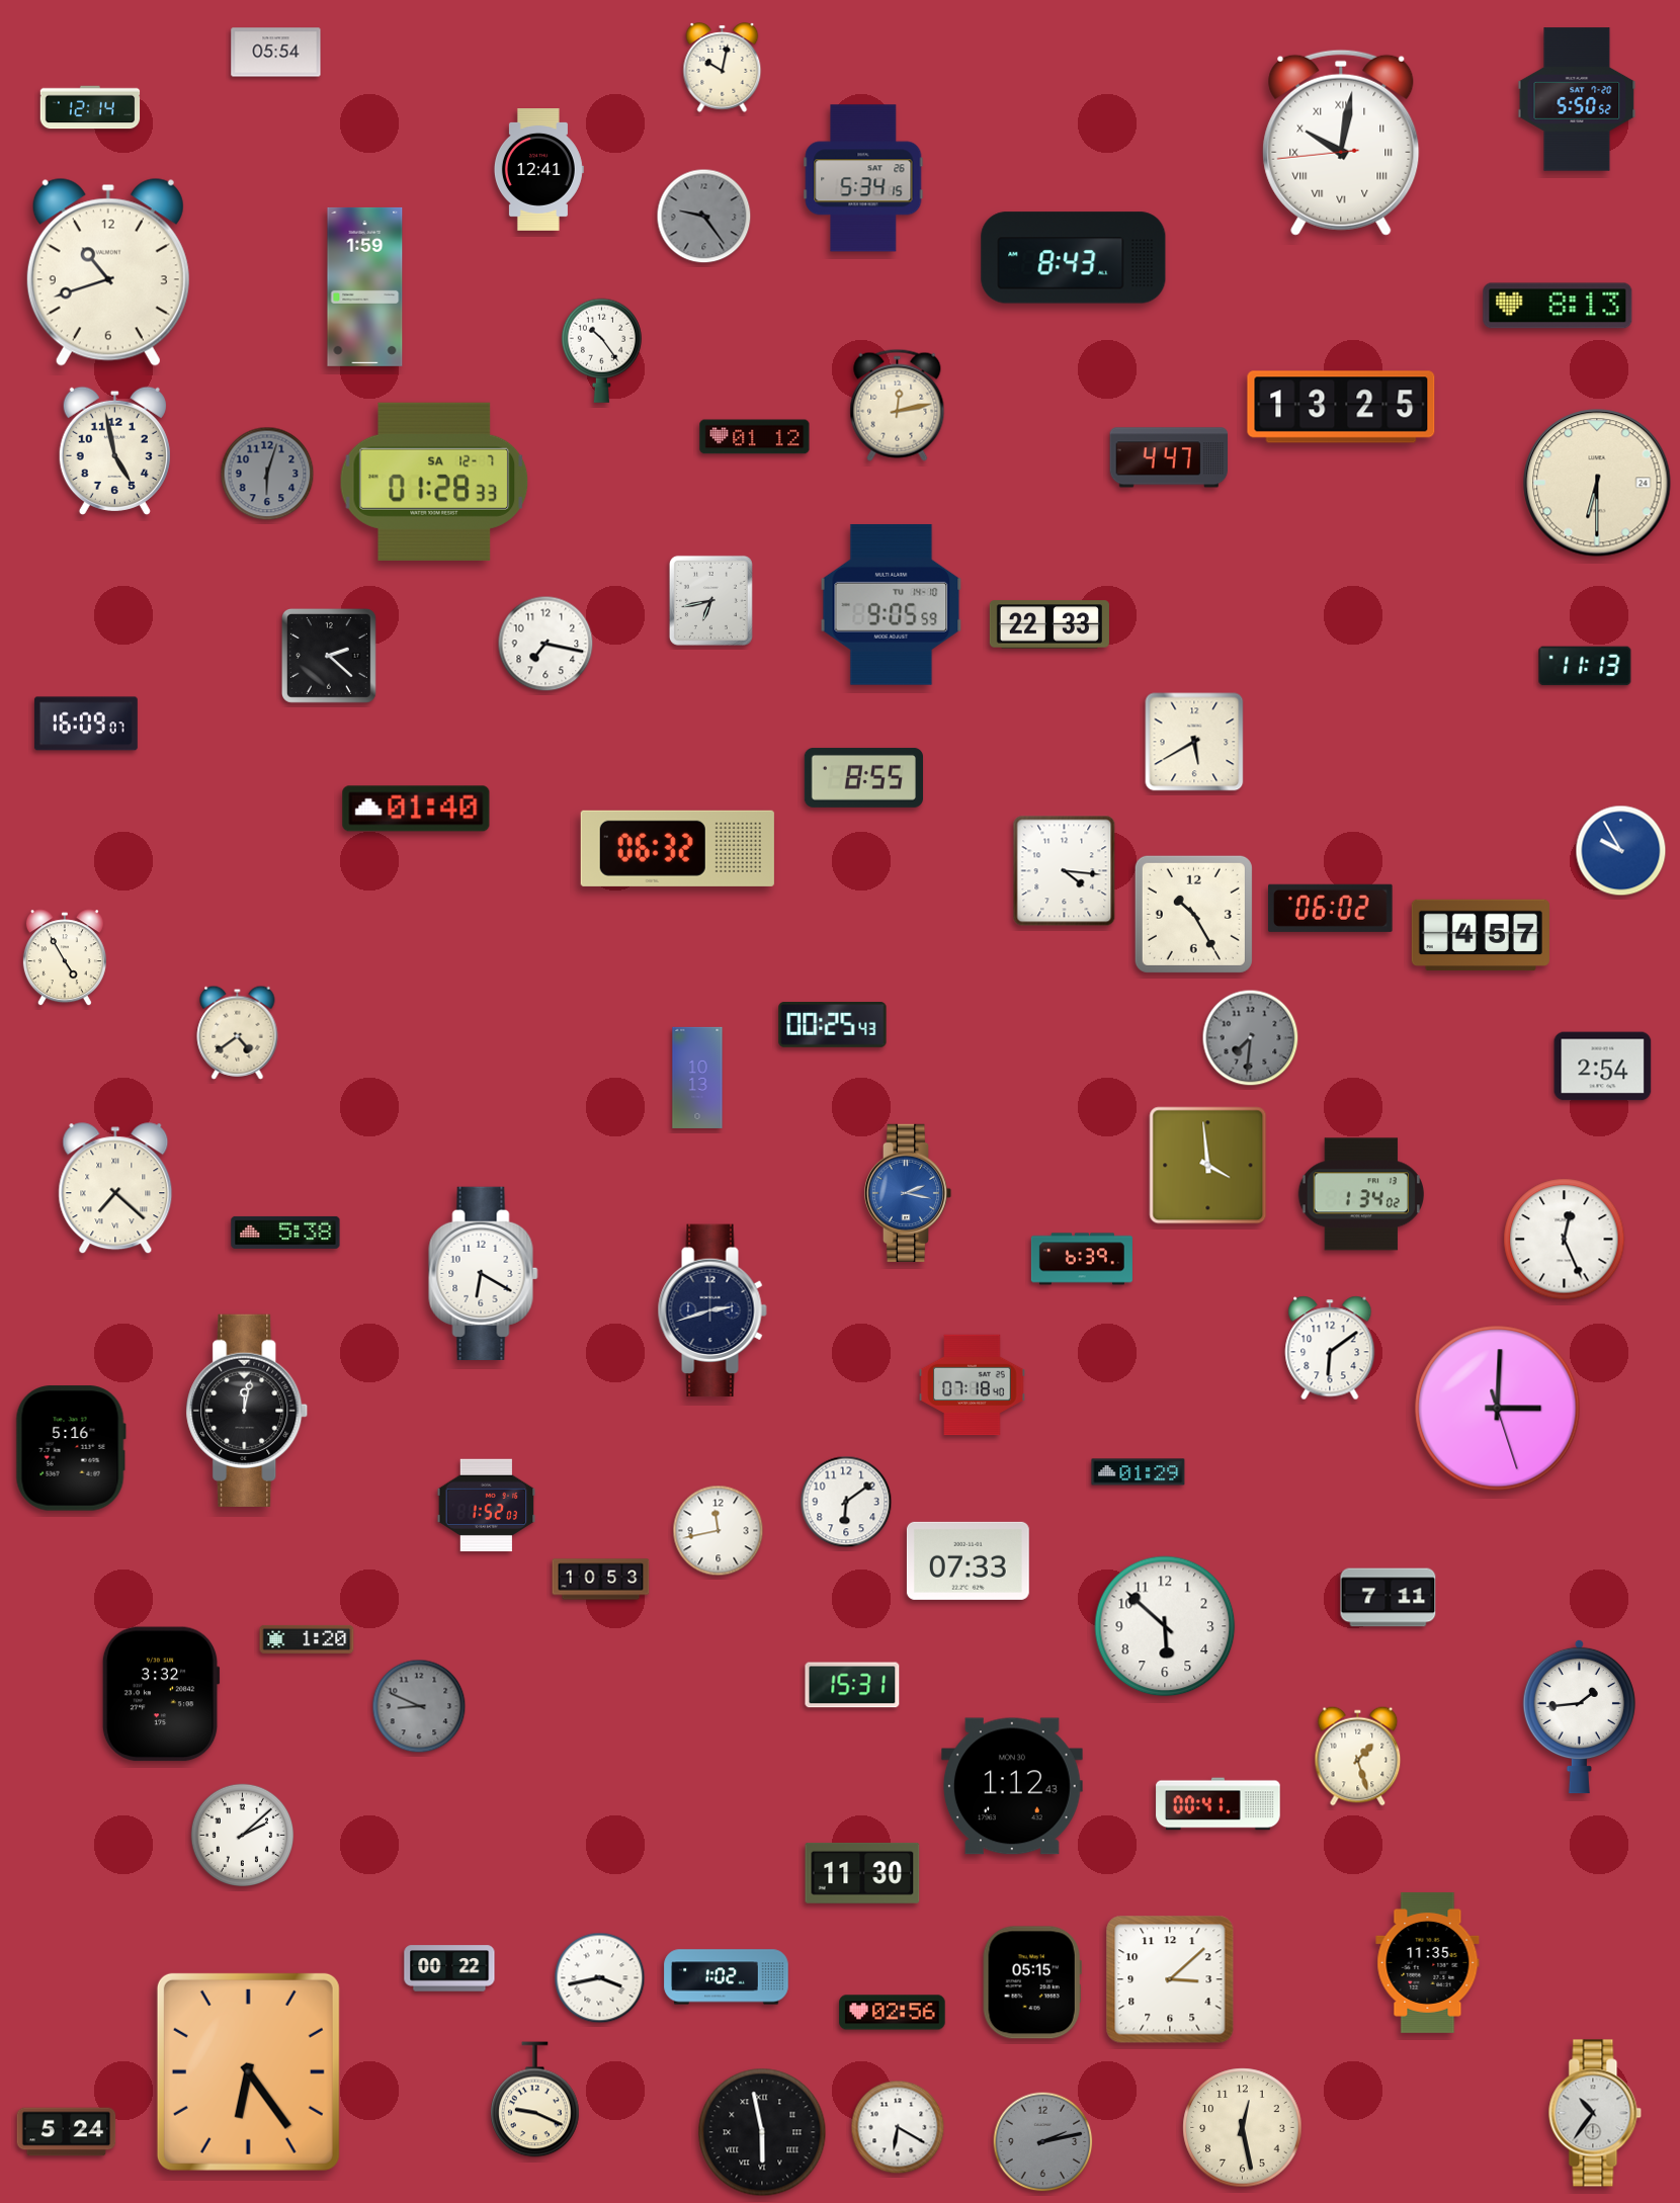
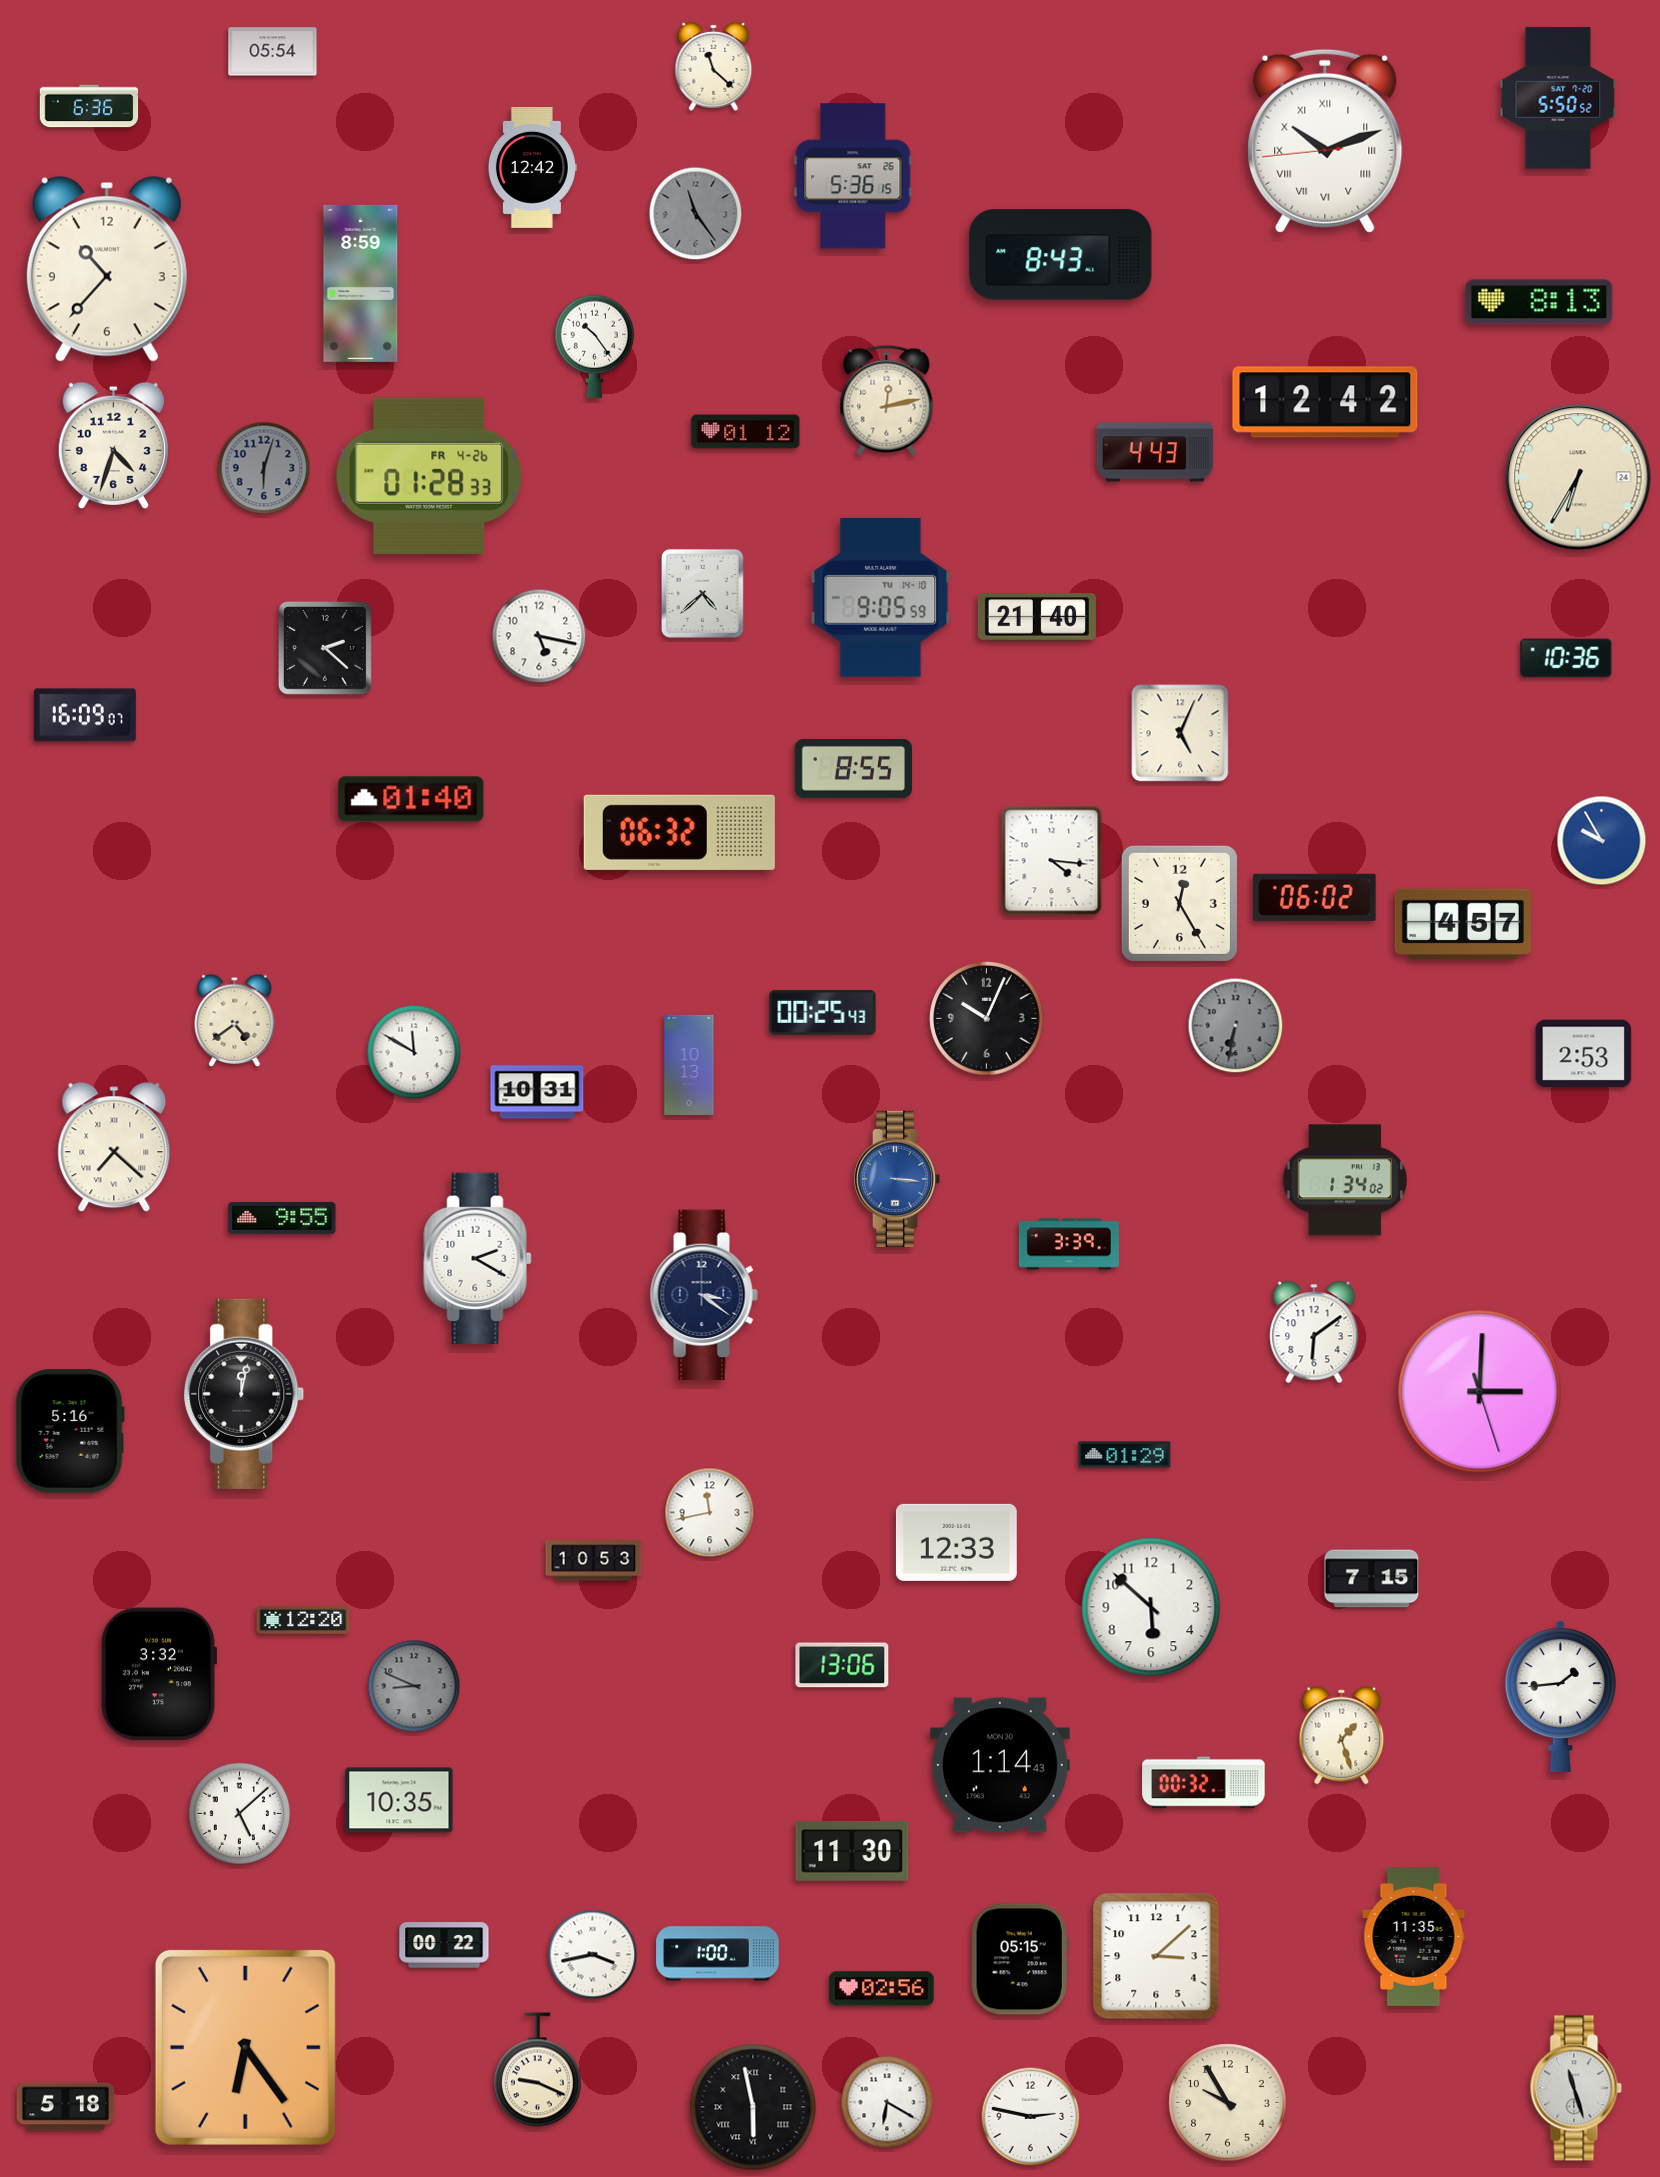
clock at (723, 68): 10:02 -> 11:22
clock at (90, 107): 12:14 -> 6:36
clock at (1341, 143): 10:01 -> 10:11
clock at (538, 170): 12:41 -> 12:42
clock at (863, 178): 5:34 -> 5:36
clock at (704, 217): 9:24 -> 11:24
clock at (108, 272): 10:42 -> 10:37
clock at (365, 286): 1:59 -> 8:59
clock at (1341, 407): 13:25 -> 12:42
clock at (114, 450): 4:58 -> 4:33
clock at (1169, 457): 4:47 -> 4:43
clock at (434, 482) date: SA 12-7 -> FR 4-26
clock at (1597, 483): 6:30 -> 6:35
clock at (710, 600): 6:43 -> 4:38
clock at (1049, 624): 22:33 -> 21:40
clock at (545, 644): 7:17 -> 5:17
clock at (1585, 666): 11:13 -> 10:36
clock at (1194, 742): 5:40 -> 5:04
clock at (677, 848) position: (677, 848) -> (679, 832)
clock at (1193, 914): 10:25 -> 12:25
clock at (65, 958): 4:55 -> none
clock at (987, 1019): none -> 10:04
clock at (1251, 1038): 7:31 -> 6:32
clock at (414, 1052): none -> 11:50
clock at (1603, 1067): 2:54 -> 2:53
clock at (537, 1092): none -> 10:31
clock at (1208, 1166): 3:59 -> none
clock at (115, 1189) position: (115, 1189) -> (114, 1148)
clock at (908, 1193): 2:17 -> 3:16
clock at (285, 1233): 5:38 -> 9:55
clock at (1565, 1240): 12:26 -> none
clock at (1082, 1259): 6:39 -> 3:39
clock at (484, 1273): 6:20 -> 2:20
clock at (712, 1310): 2:42 -> 3:21
clock at (973, 1385): 07:18 -> none
clock at (846, 1502): 6:09 -> none
clock at (487, 1506): 1:52 -> none
clock at (968, 1560): 07:33 -> 12:33
clock at (1389, 1598): 7:11 -> 7:15
clock at (307, 1639): 1:20 -> 12:20
clock at (852, 1685): 15:31 -> 13:06
clock at (1012, 1786): 1:12 -> 1:14
clock at (1219, 1804): 00:41 -> 00:32
clock at (399, 1800): none -> 10:35
clock at (243, 1836): 2:08 -> 5:08
clock at (1428, 1962) position: (1428, 1962) -> (1414, 1936)
clock at (727, 1977): 1:02 -> 1:00
clock at (535, 2100) position: (535, 2100) -> (538, 2070)
clock at (1595, 2113): 10:36 -> 11:27
clock at (1243, 2128): 12:28 -> 9:55
clock at (67, 2132): 5:24 -> 5:18
clock at (1043, 2142): 2:13 -> 2:47
clock at (1043, 2142) dial: grey -> white
